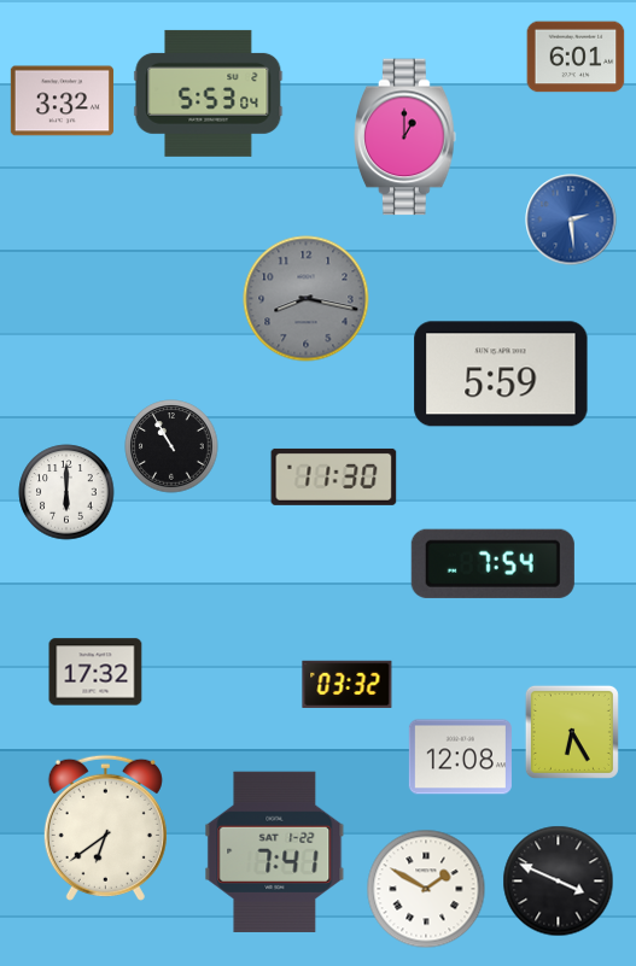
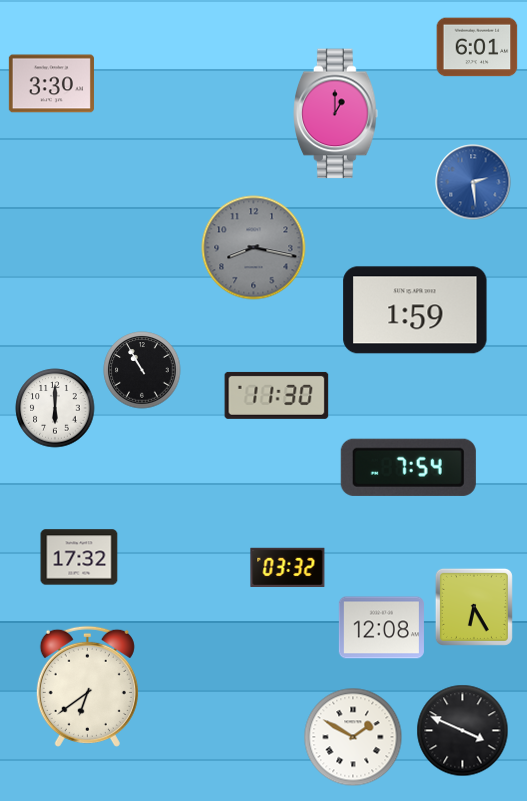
clock at (209, 93): 5:53 -> none
clock at (62, 101): 3:32 -> 3:30
clock at (501, 374): 5:59 -> 1:59
clock at (275, 851): 7:41 -> none
